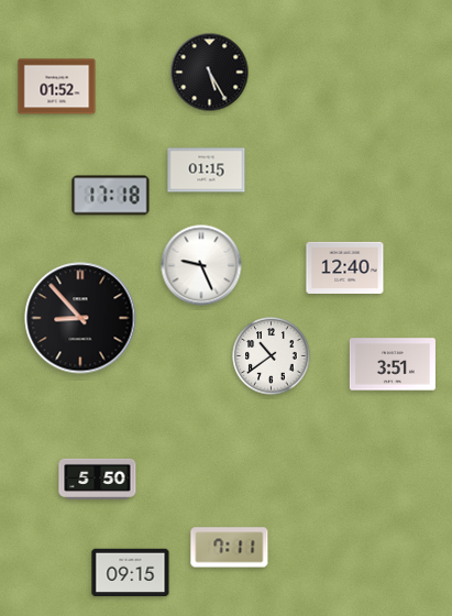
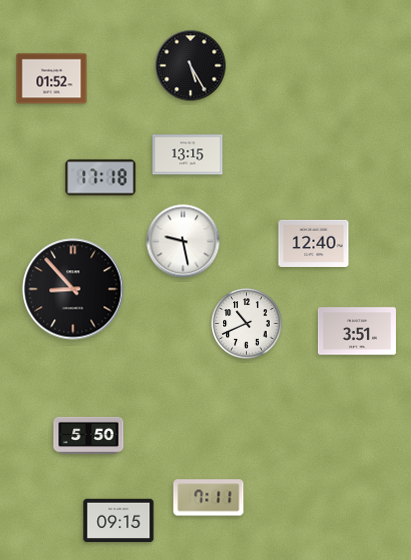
clock at (207, 170): 01:15 -> 13:15
clock at (201, 265): 9:26 -> 9:28
clock at (272, 356): 10:39 -> 10:41
